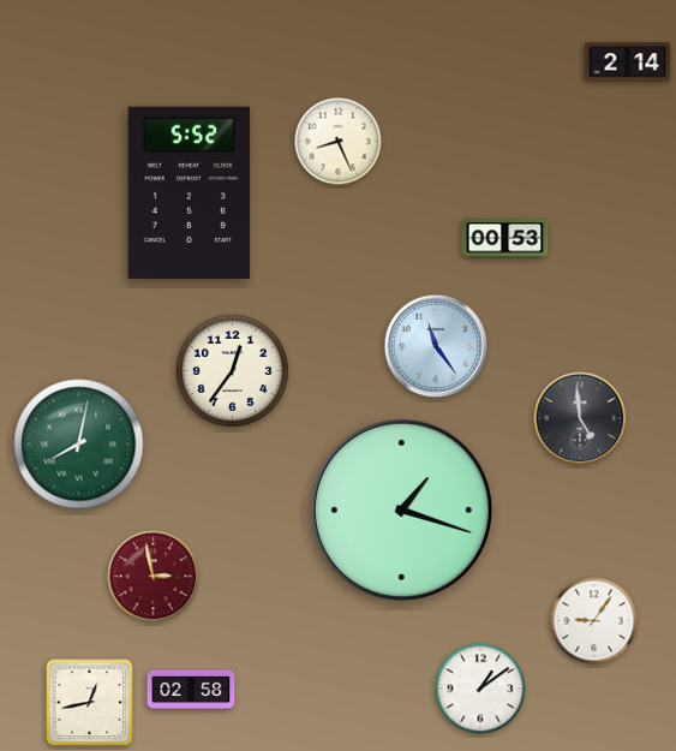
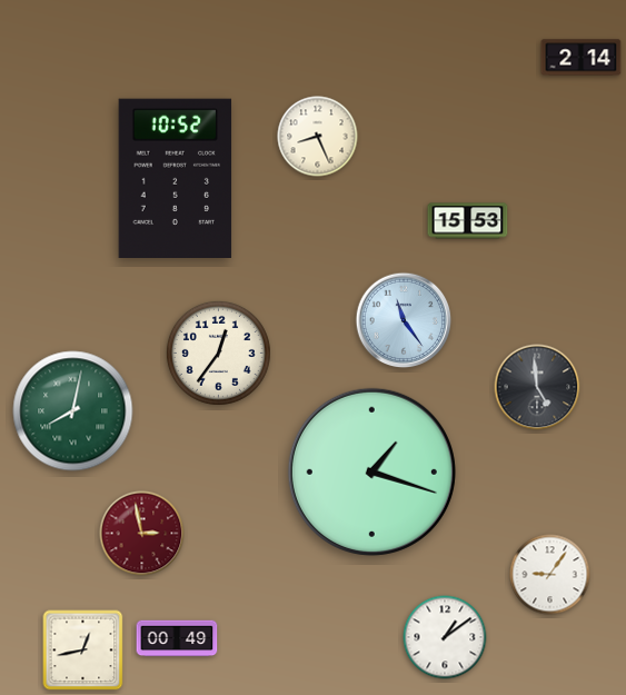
clock at (339, 142) position: (339, 142) -> (318, 137)
clock at (190, 192): 5:52 -> 10:52
clock at (505, 239): 00:53 -> 15:53
clock at (232, 370) position: (232, 370) -> (218, 353)
clock at (191, 690): 02:58 -> 00:49
